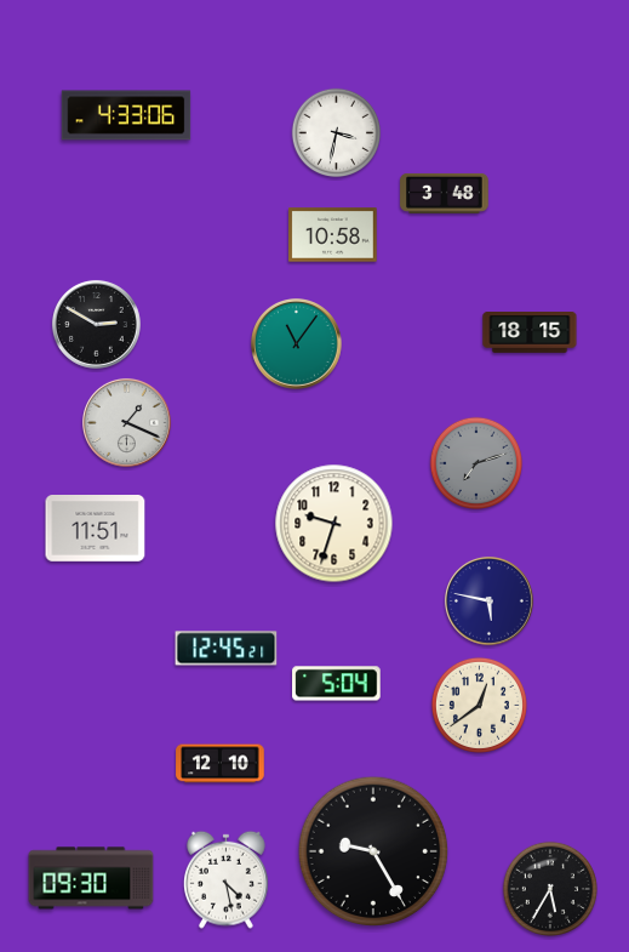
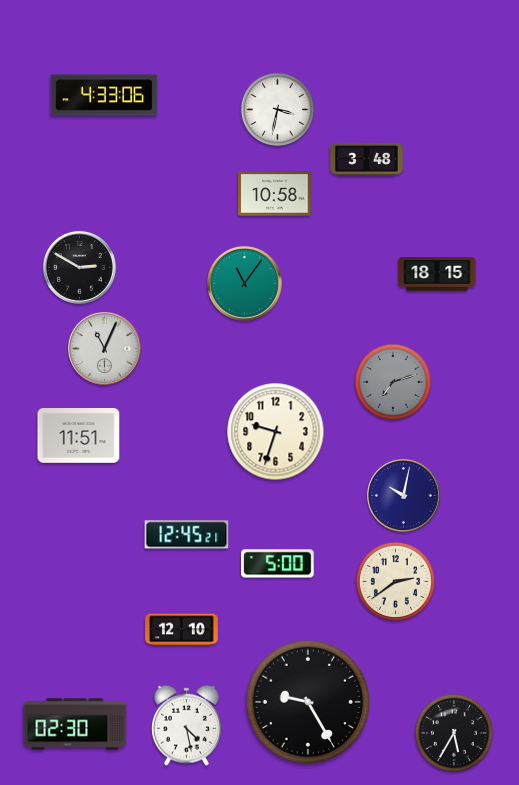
clock at (126, 422): 1:19 -> 11:04
clock at (488, 600): 5:47 -> 10:02
clock at (337, 684): 5:04 -> 5:00
clock at (479, 705): 12:39 -> 2:39
clock at (91, 878): 09:30 -> 02:30
